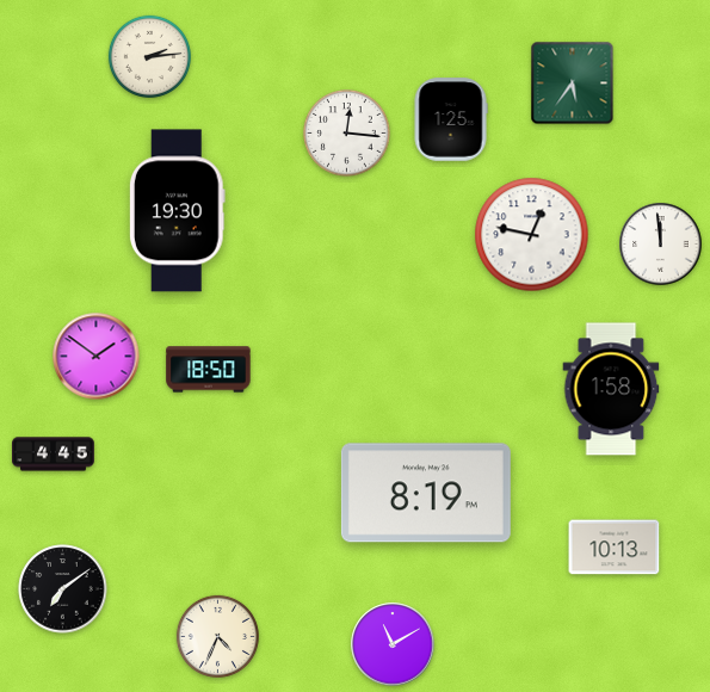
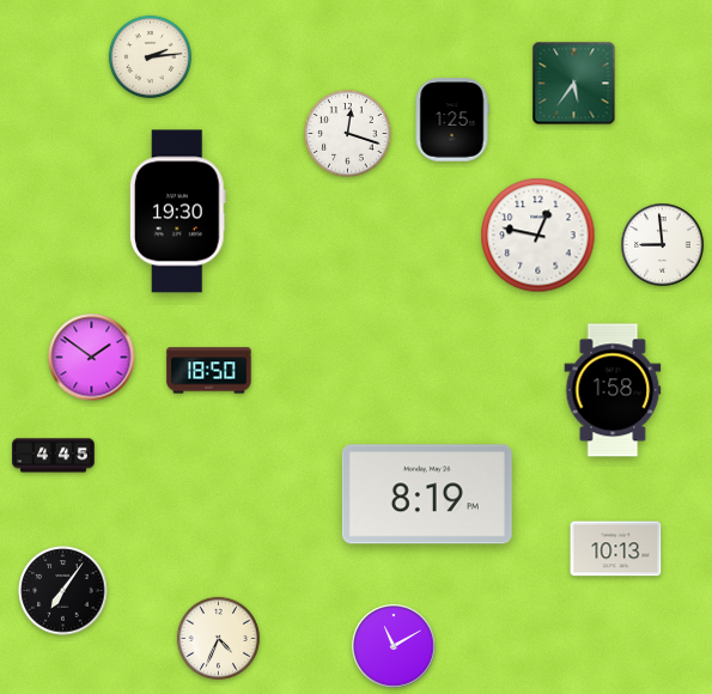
clock at (347, 134): 12:16 -> 12:18
clock at (532, 235) position: (532, 235) -> (538, 236)
clock at (661, 245): 11:59 -> 8:59
clock at (97, 357) position: (97, 357) -> (92, 358)
clock at (63, 589): 7:09 -> 7:06
